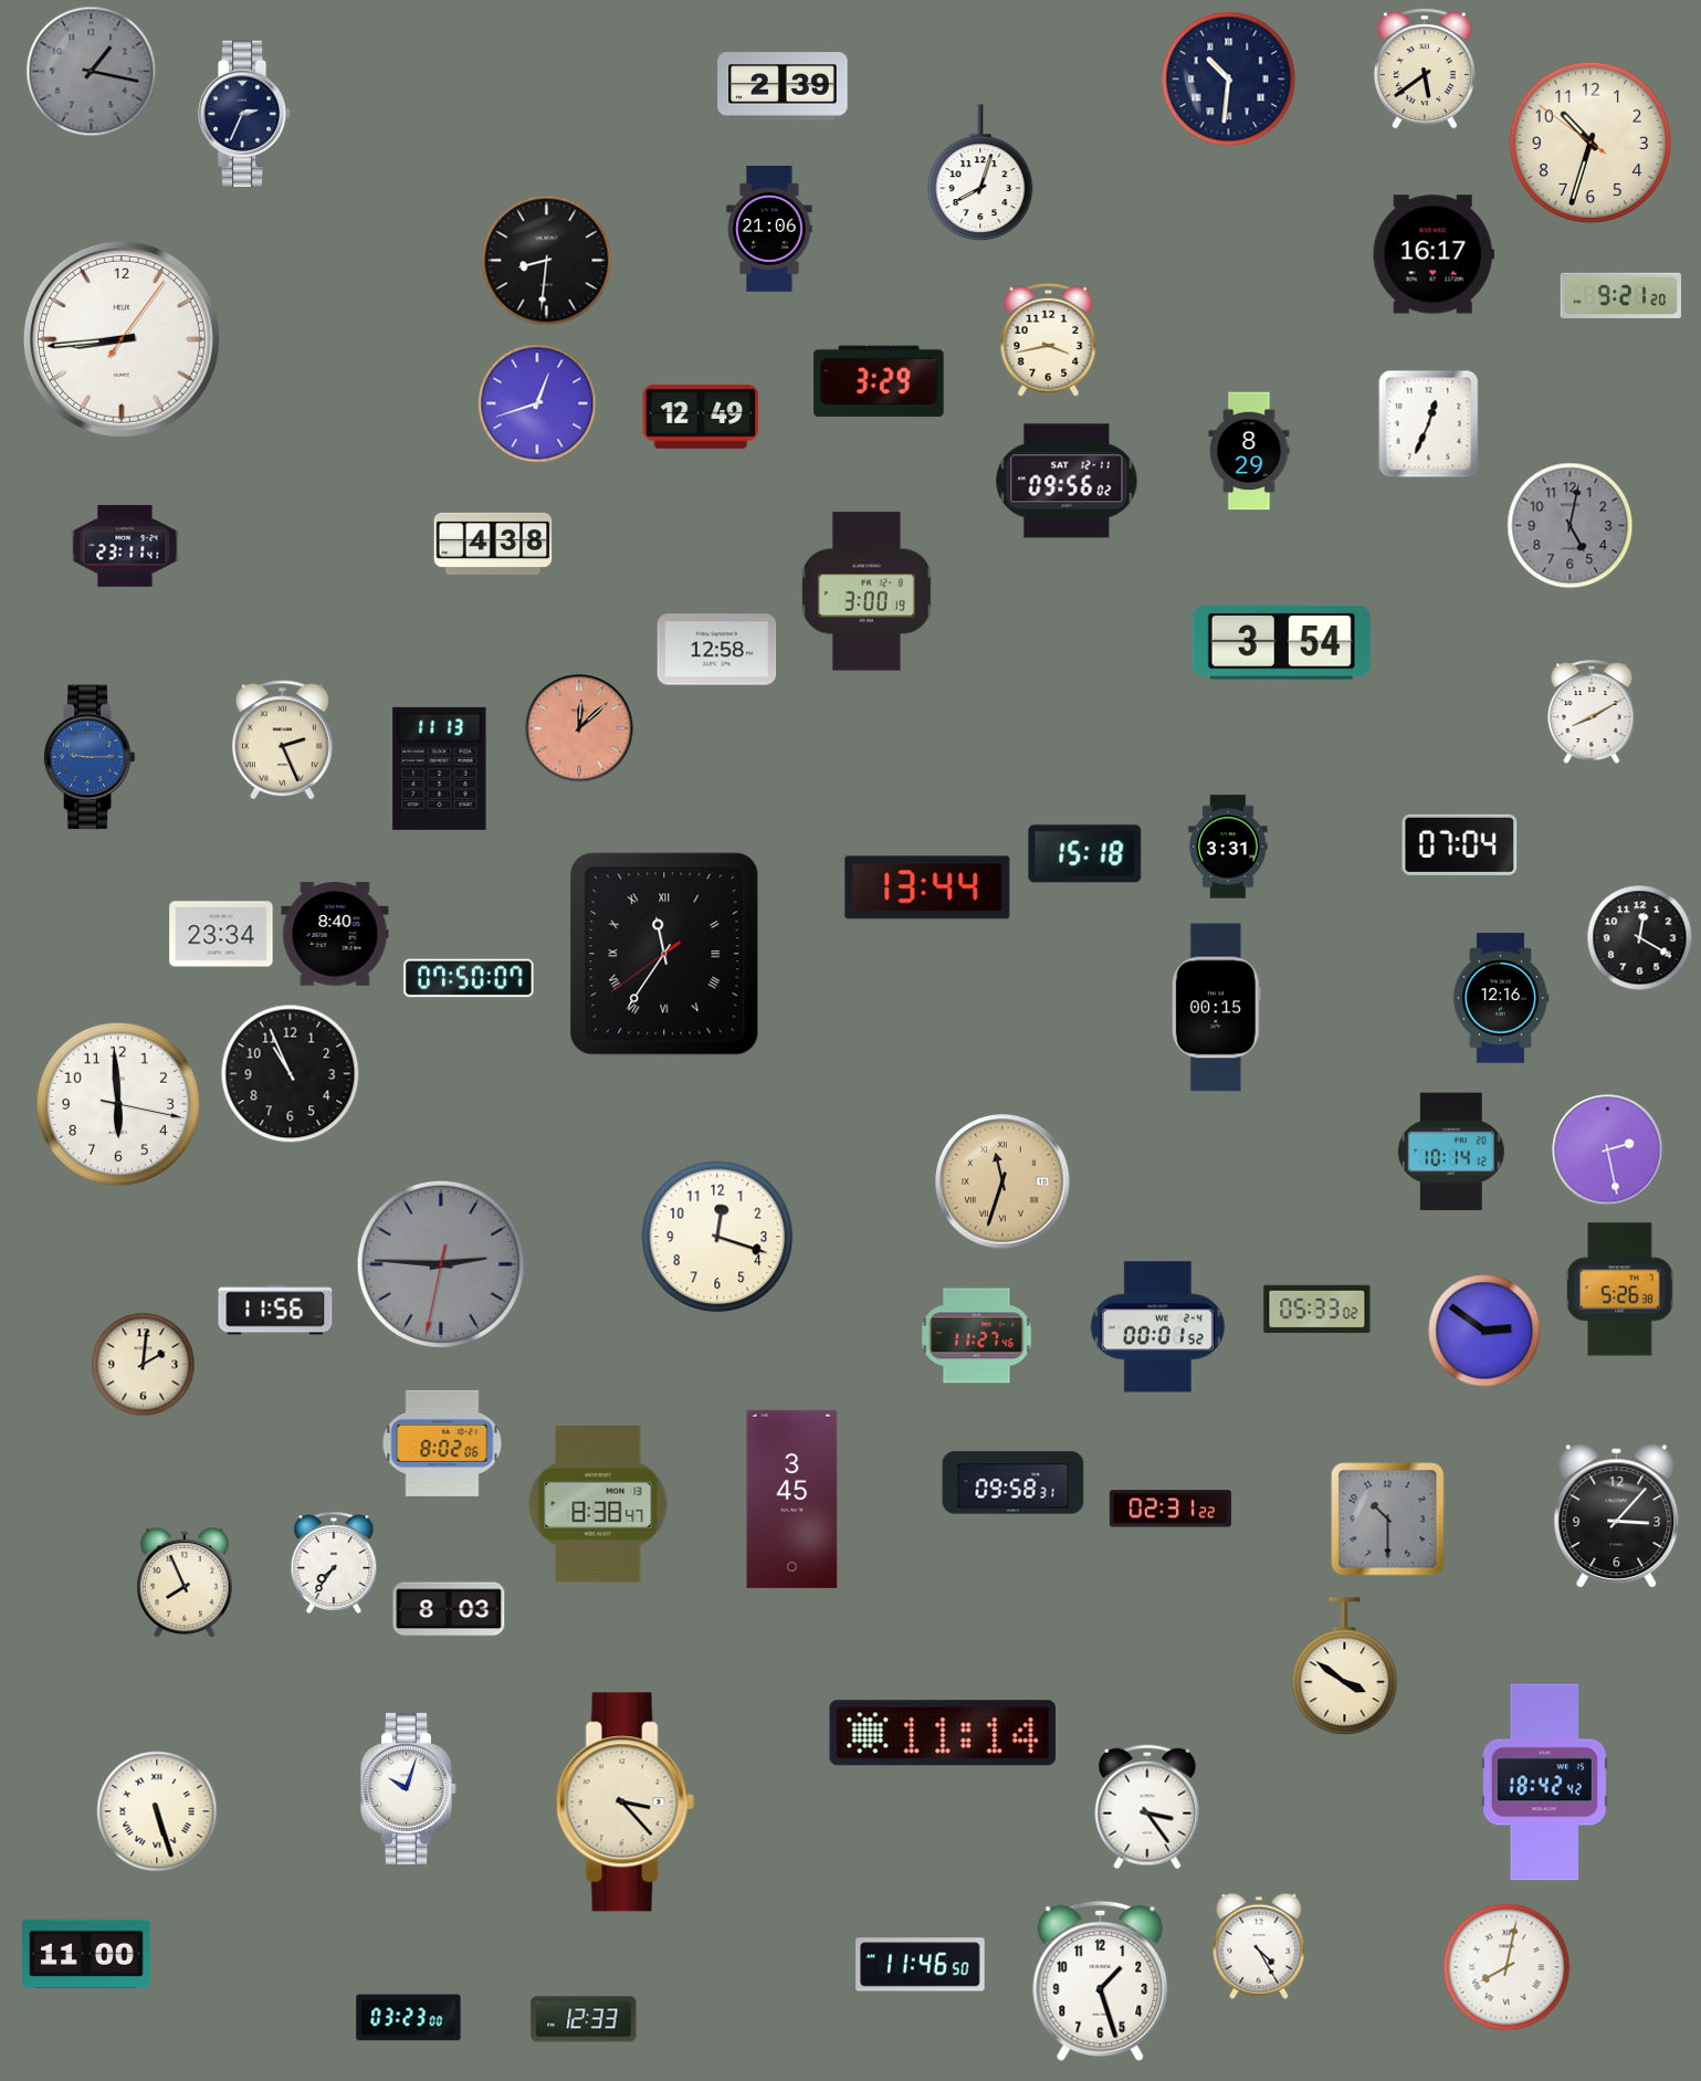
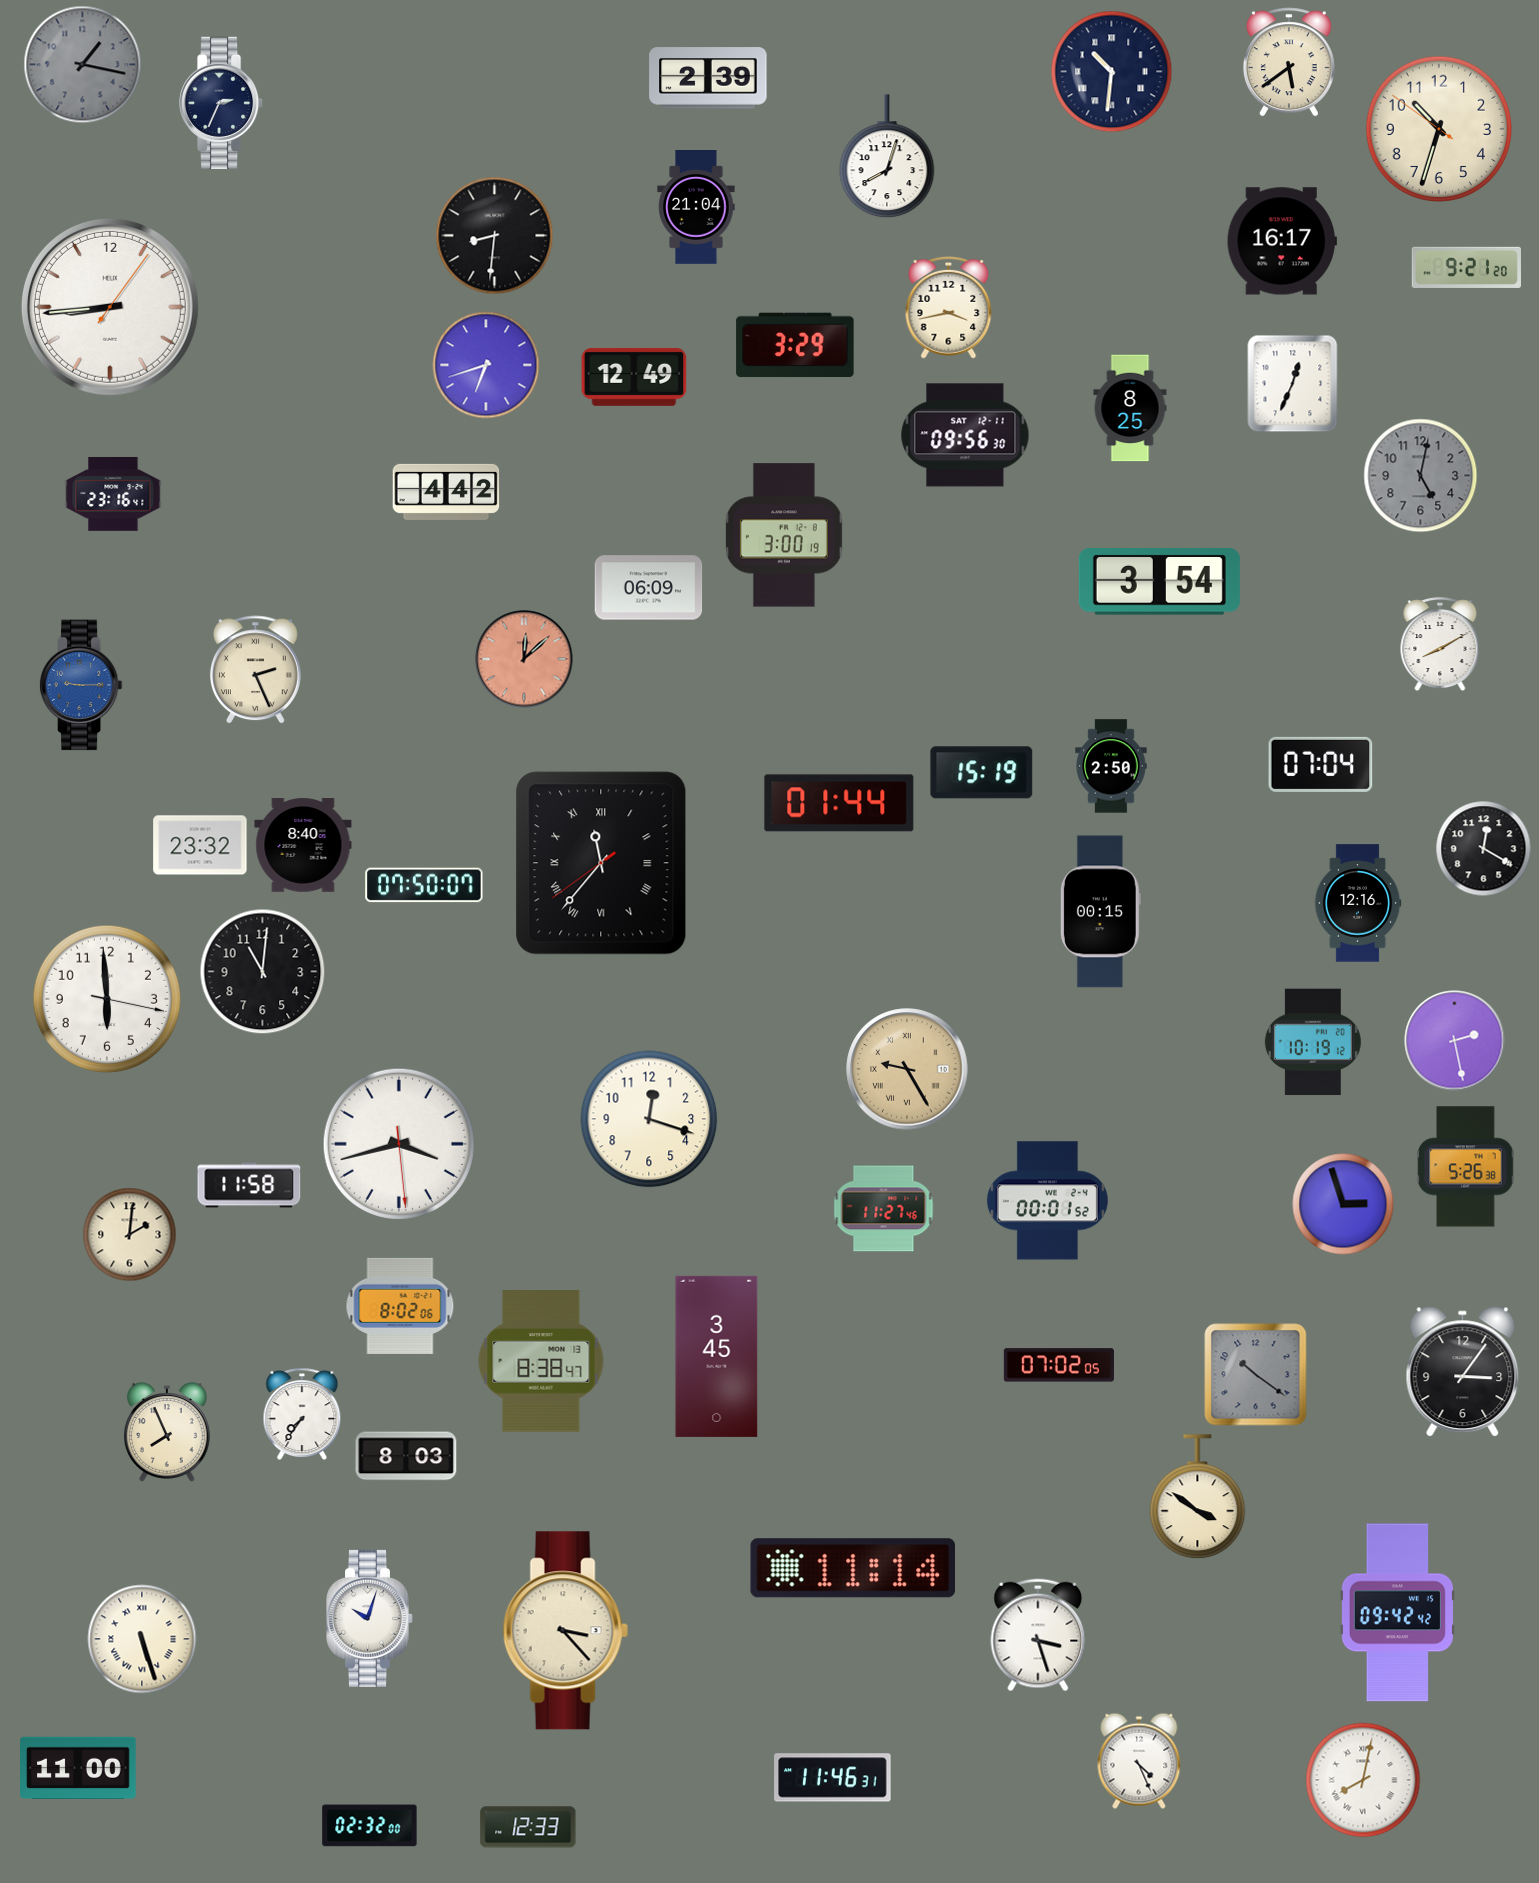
clock at (769, 230): 21:06 -> 21:04
clock at (1434, 254) position: (1434, 254) -> (1282, 241)
clock at (537, 403): 12:42 -> 6:42
clock at (1249, 451): 8:29 -> 8:25
clock at (1067, 481): 09:56:02 -> 09:56:30
clock at (493, 544): 4:38 -> 4:42
clock at (125, 546): 23:11 -> 23:16
clock at (717, 650): 12:58 -> 06:09
clock at (440, 768): 11:13 -> none
clock at (1228, 847): 3:31 -> 2:50
clock at (1085, 854): 15:18 -> 15:19
clock at (927, 887): 13:44 -> 01:44
clock at (221, 934): 23:34 -> 23:32
clock at (664, 954): 11:35 -> 11:36
clock at (291, 1074): 10:56 -> 11:01
clock at (1451, 1152): 10:14 -> 10:19
clock at (1002, 1181): 11:33 -> 9:25
clock at (441, 1264): 2:45 -> 3:42
clock at (441, 1264) dial: grey -> white
clock at (275, 1310): 11:56 -> 11:58
clock at (1317, 1310): 05:33 -> none
clock at (1484, 1331): 2:51 -> 2:57
clock at (1014, 1483): 09:58 -> none
clock at (1170, 1509): 02:31 -> 07:02
clock at (1617, 1516): 3:07 -> 3:06
clock at (1388, 1520): 10:30 -> 10:21
clock at (1345, 1667) position: (1345, 1667) -> (1198, 1497)
clock at (1544, 1783): 18:42 -> 09:42
clock at (1147, 1807): 3:24 -> 3:27
clock at (1259, 1946): 4:25 -> 4:26
clock at (921, 1965): 11:46:50 -> 11:46:31
clock at (1101, 1980): 1:27 -> none
clock at (409, 2018): 03:23 -> 02:32
